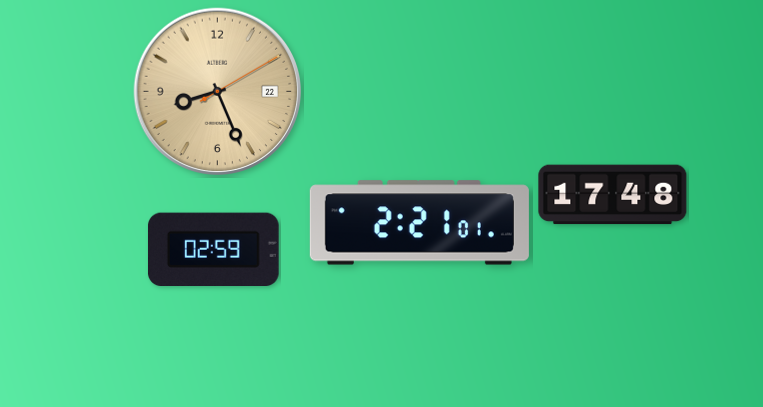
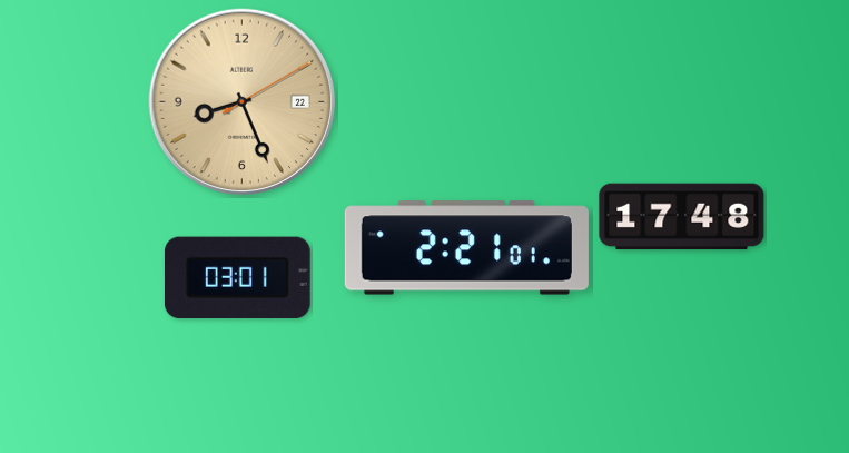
clock at (213, 249): 02:59 -> 03:01
